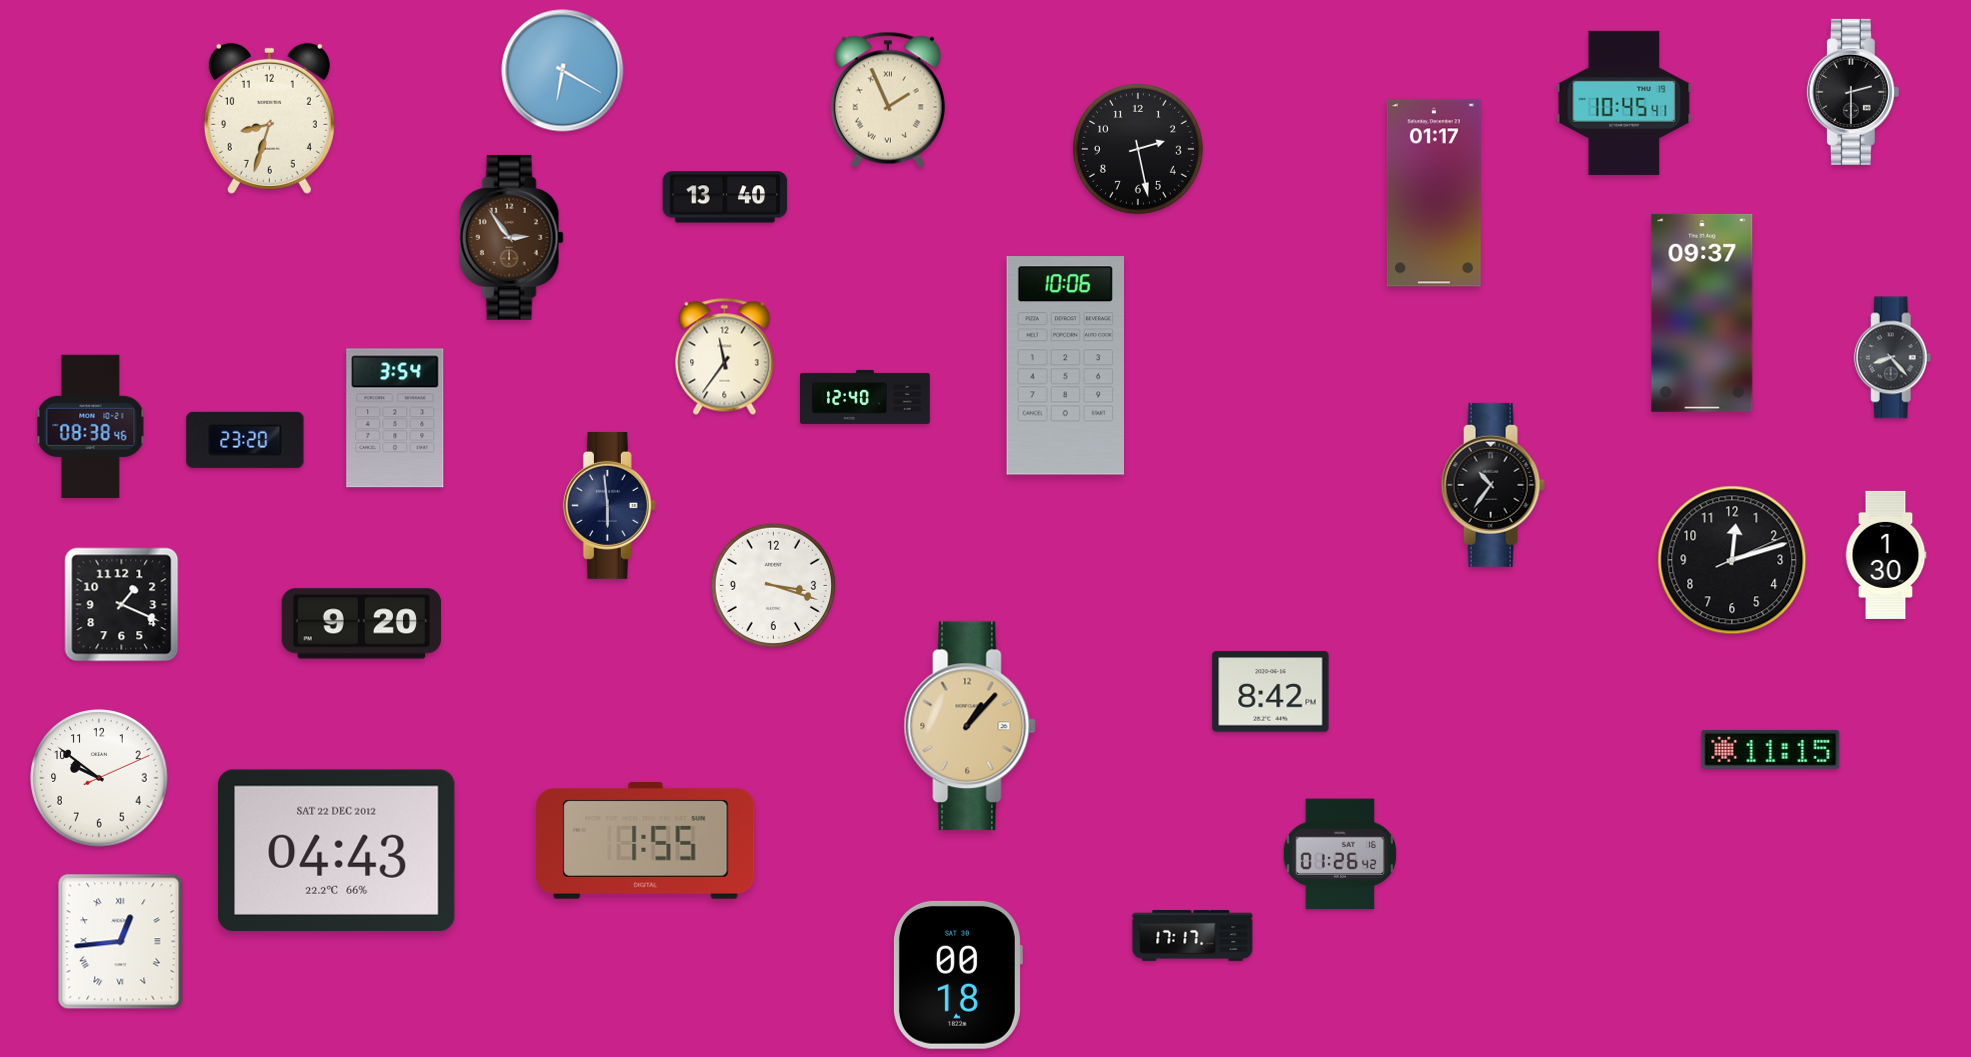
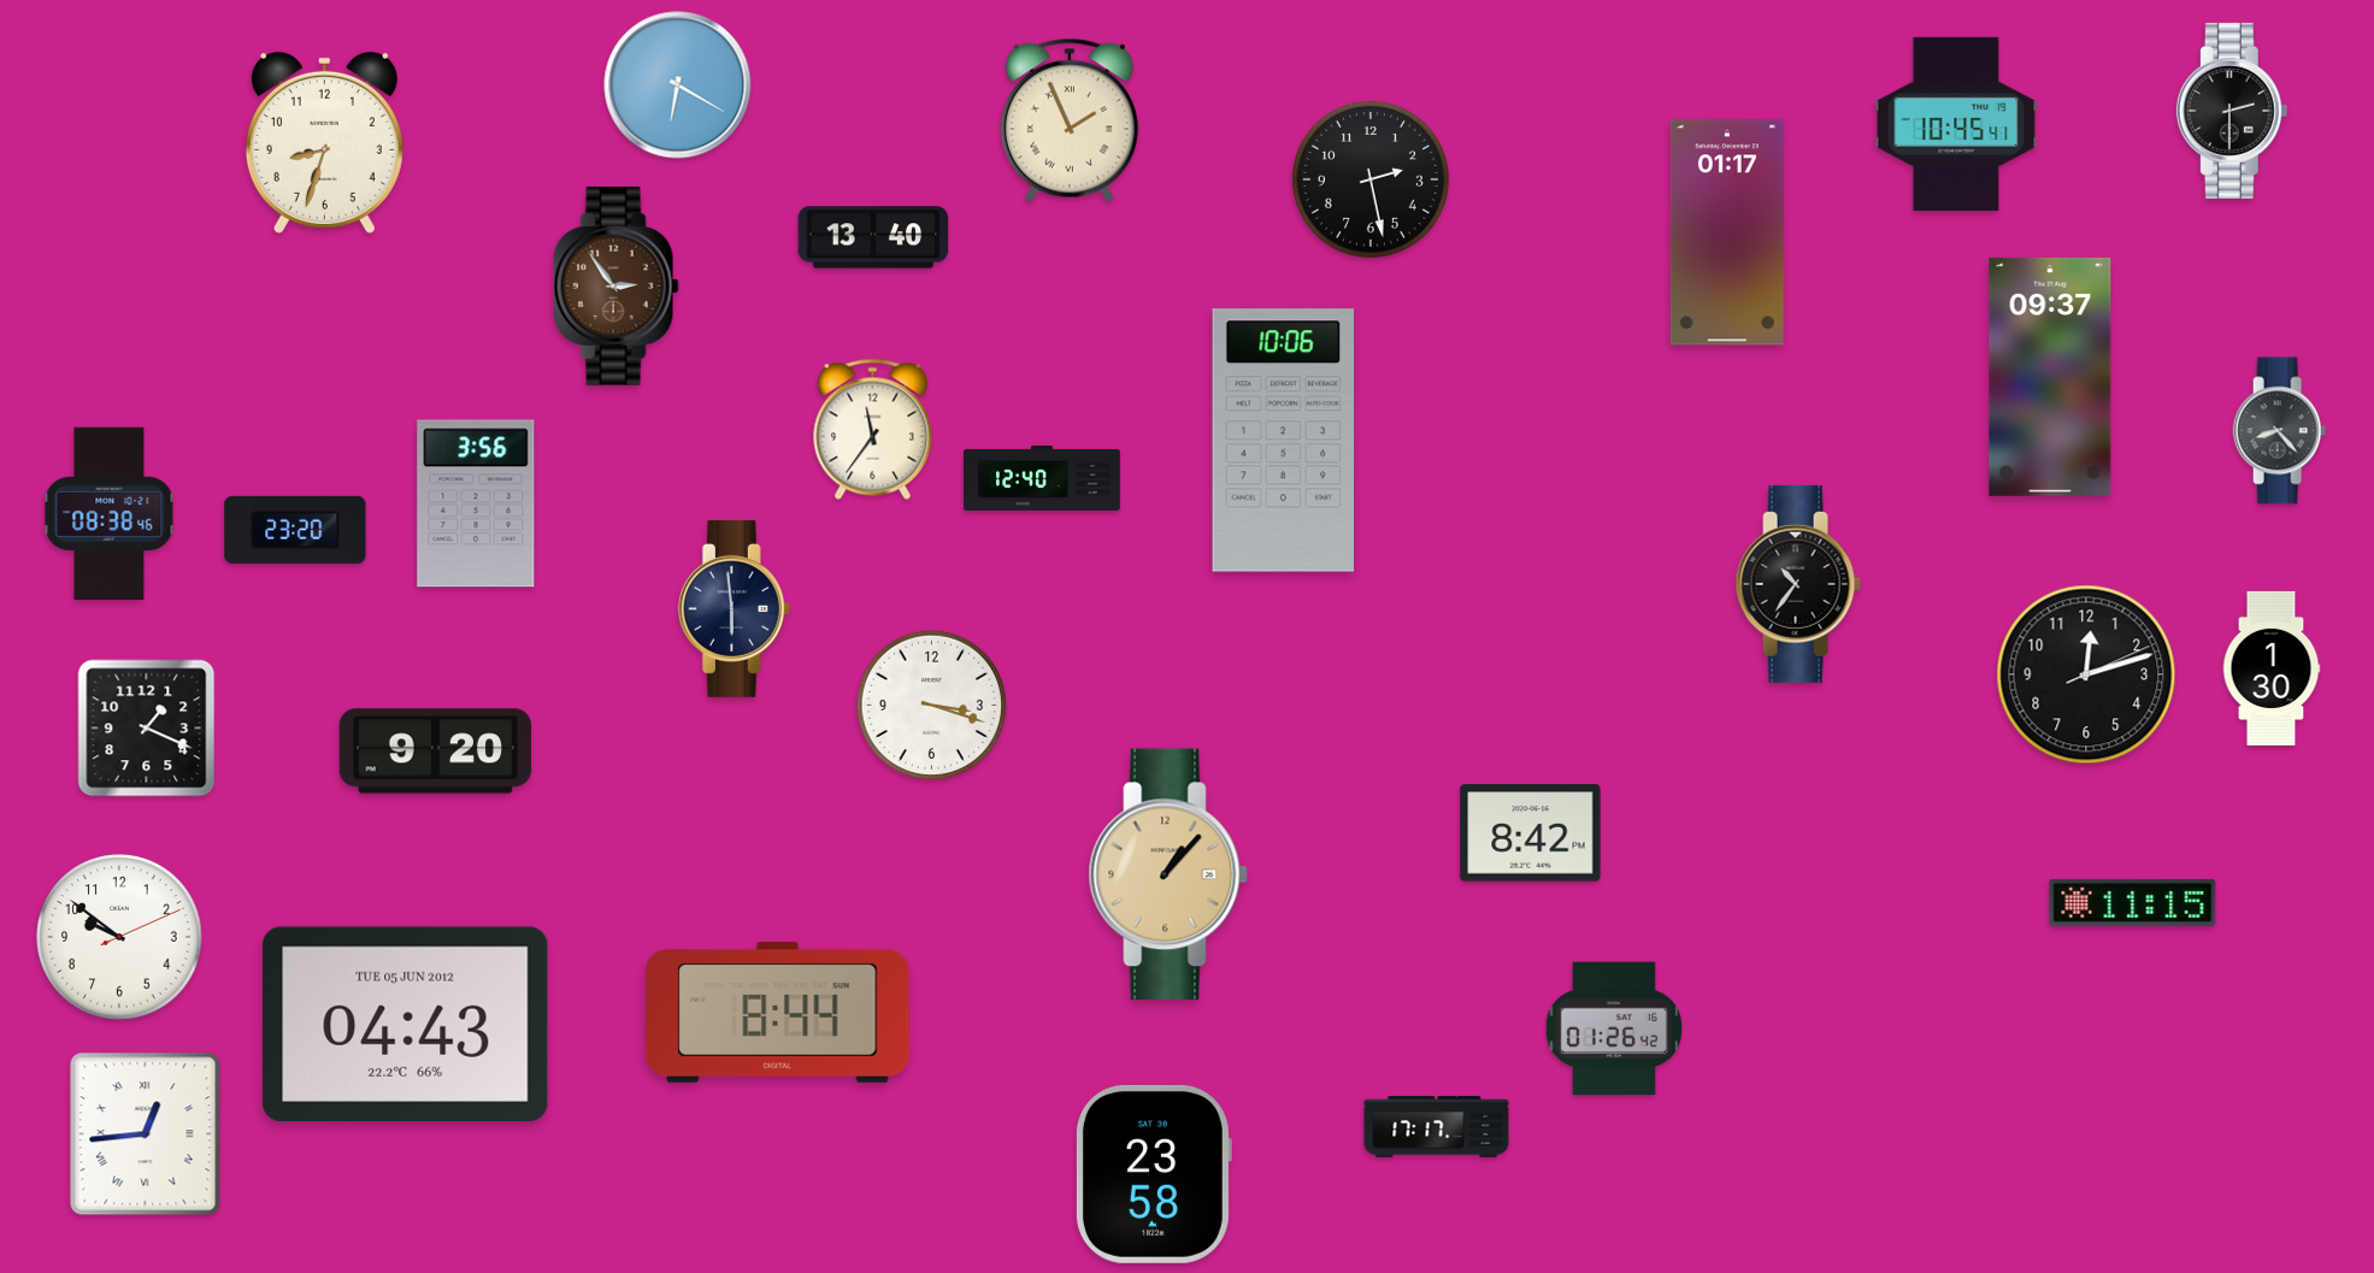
clock at (395, 418): 3:54 -> 3:56
clock at (646, 841): 1:55 -> 8:44
clock at (337, 850) date: SAT 22 DEC 2012 -> TUE 05 JUN 2012
clock at (957, 975): 00:18 -> 23:58
